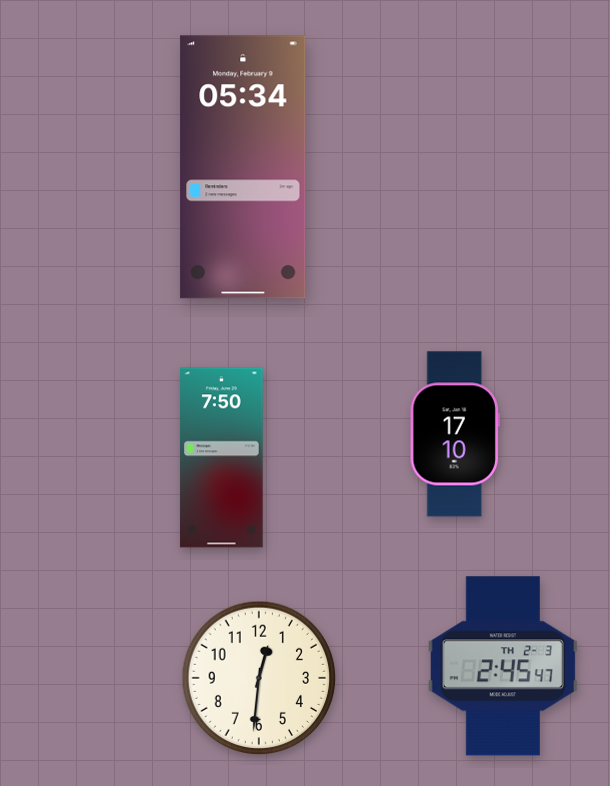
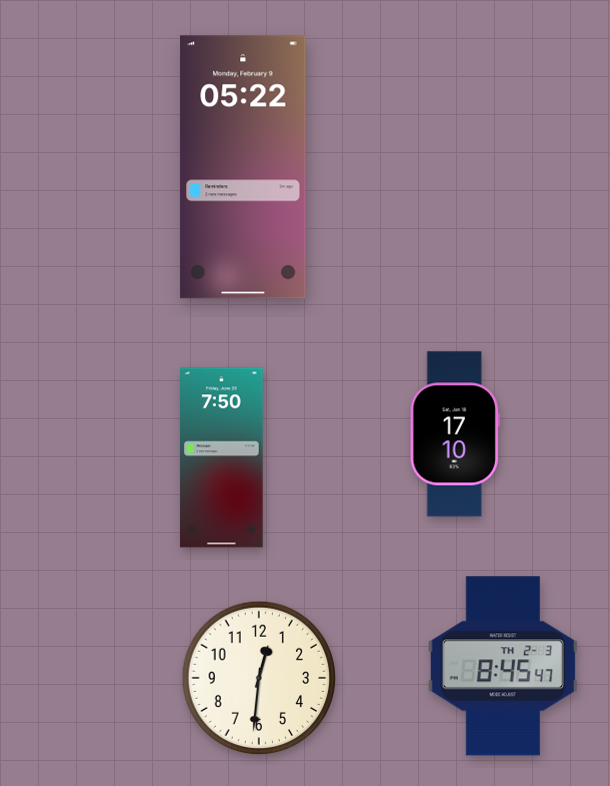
clock at (243, 167): 05:34 -> 05:22
clock at (503, 666): 2:45 -> 8:45
